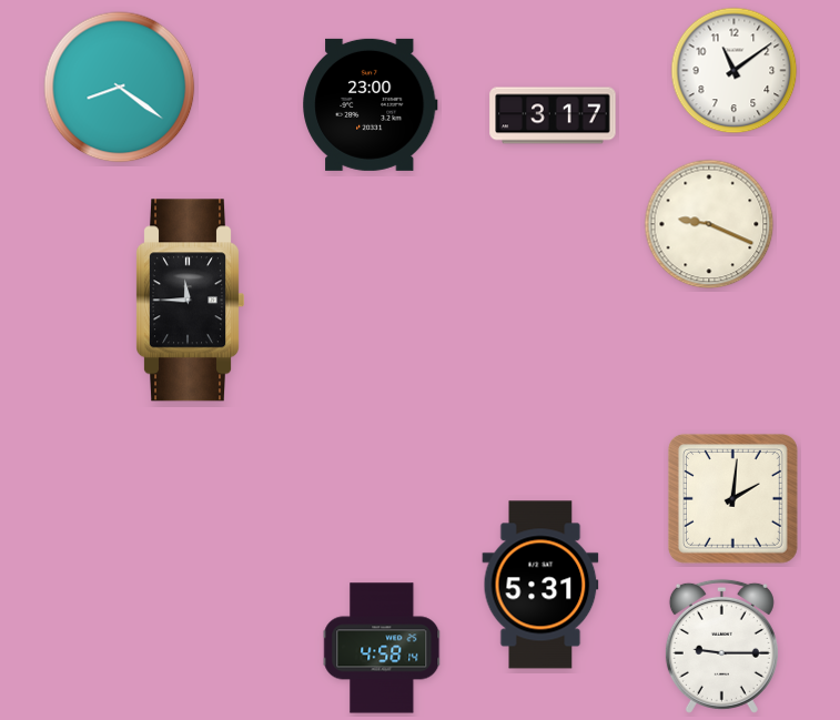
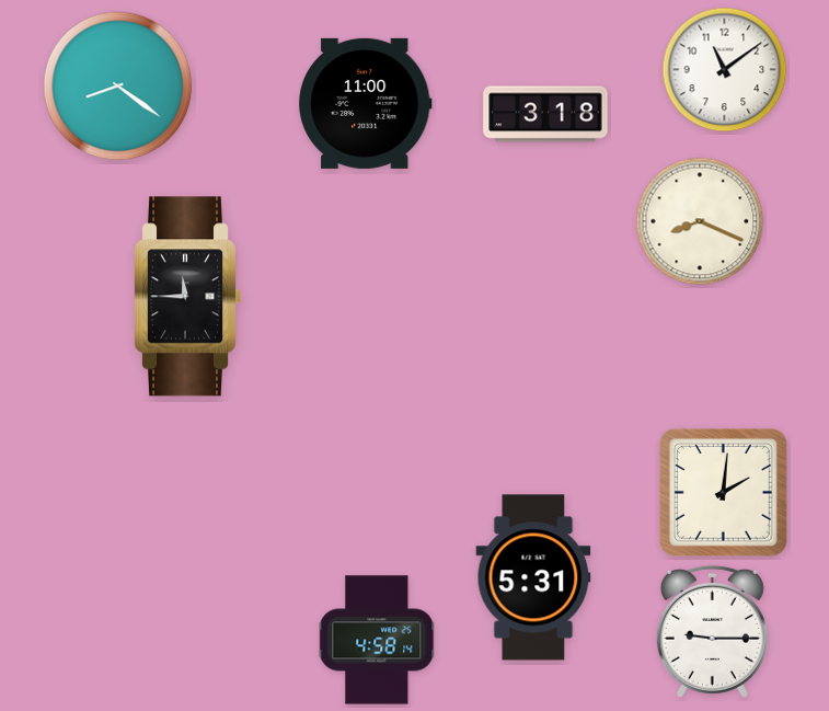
clock at (371, 104): 23:00 -> 11:00
clock at (553, 115): 3:17 -> 3:18
clock at (709, 224): 9:19 -> 8:19
clock at (721, 646) position: (721, 646) -> (712, 631)
